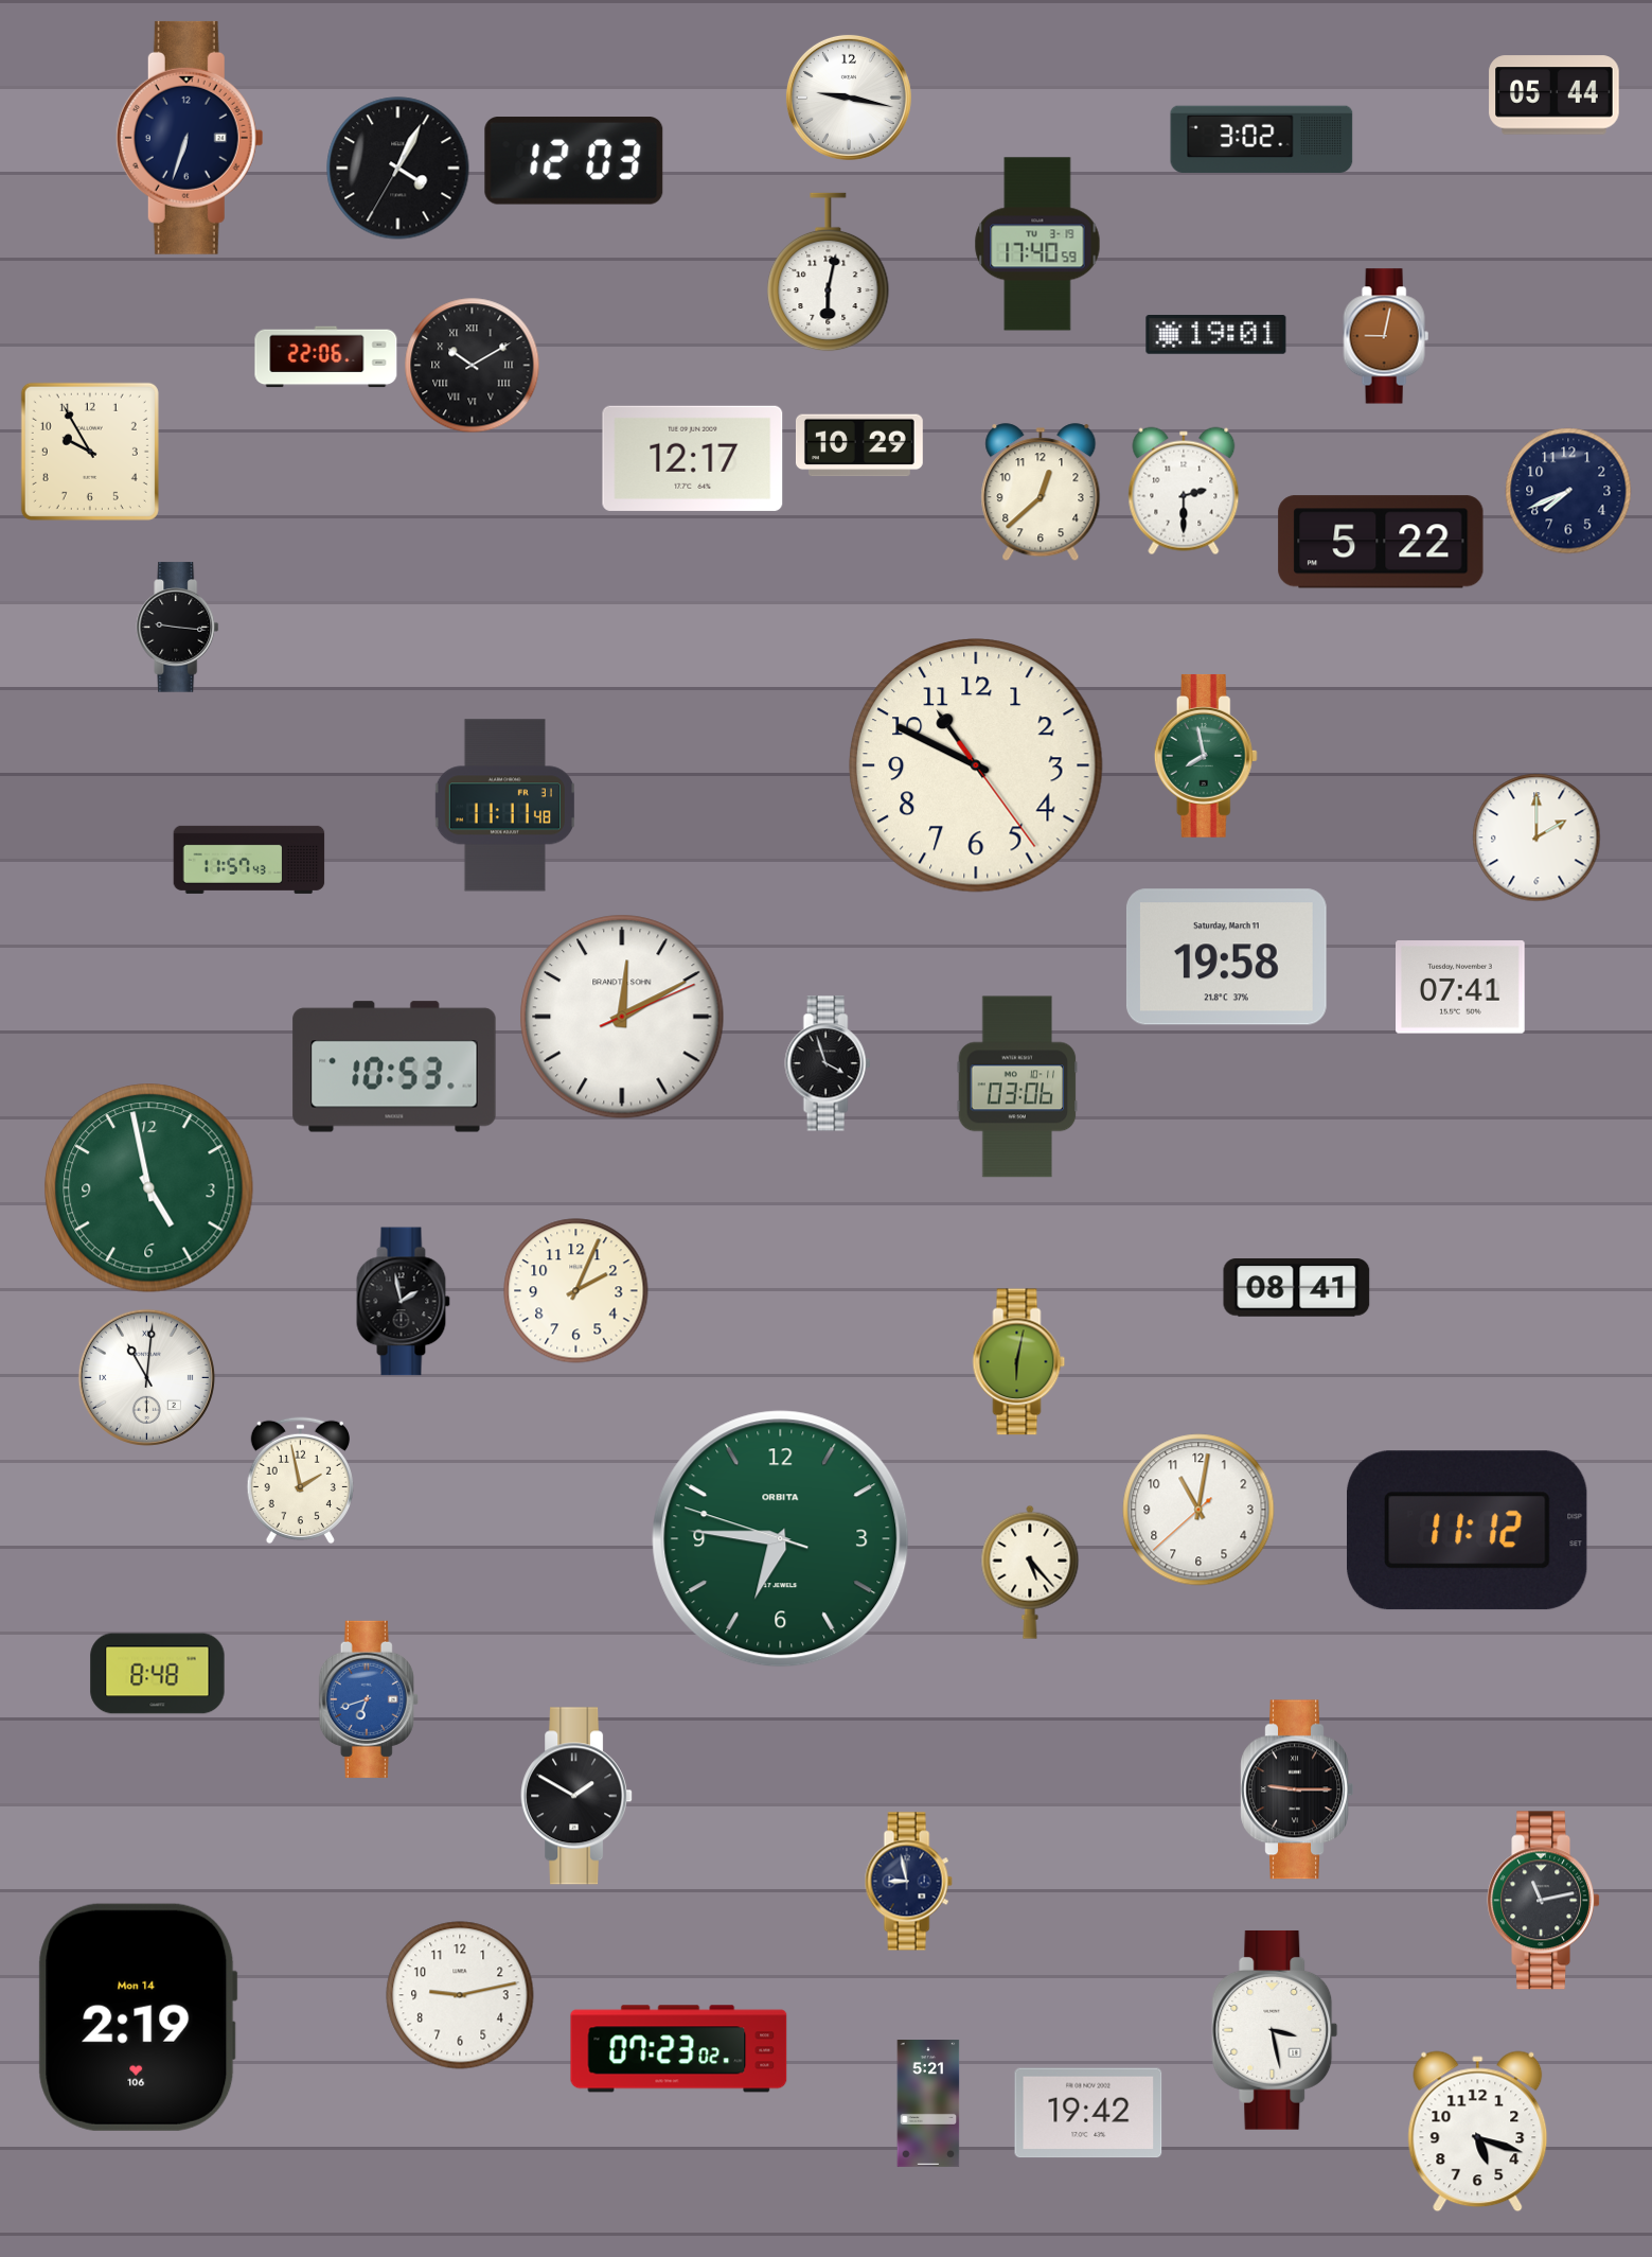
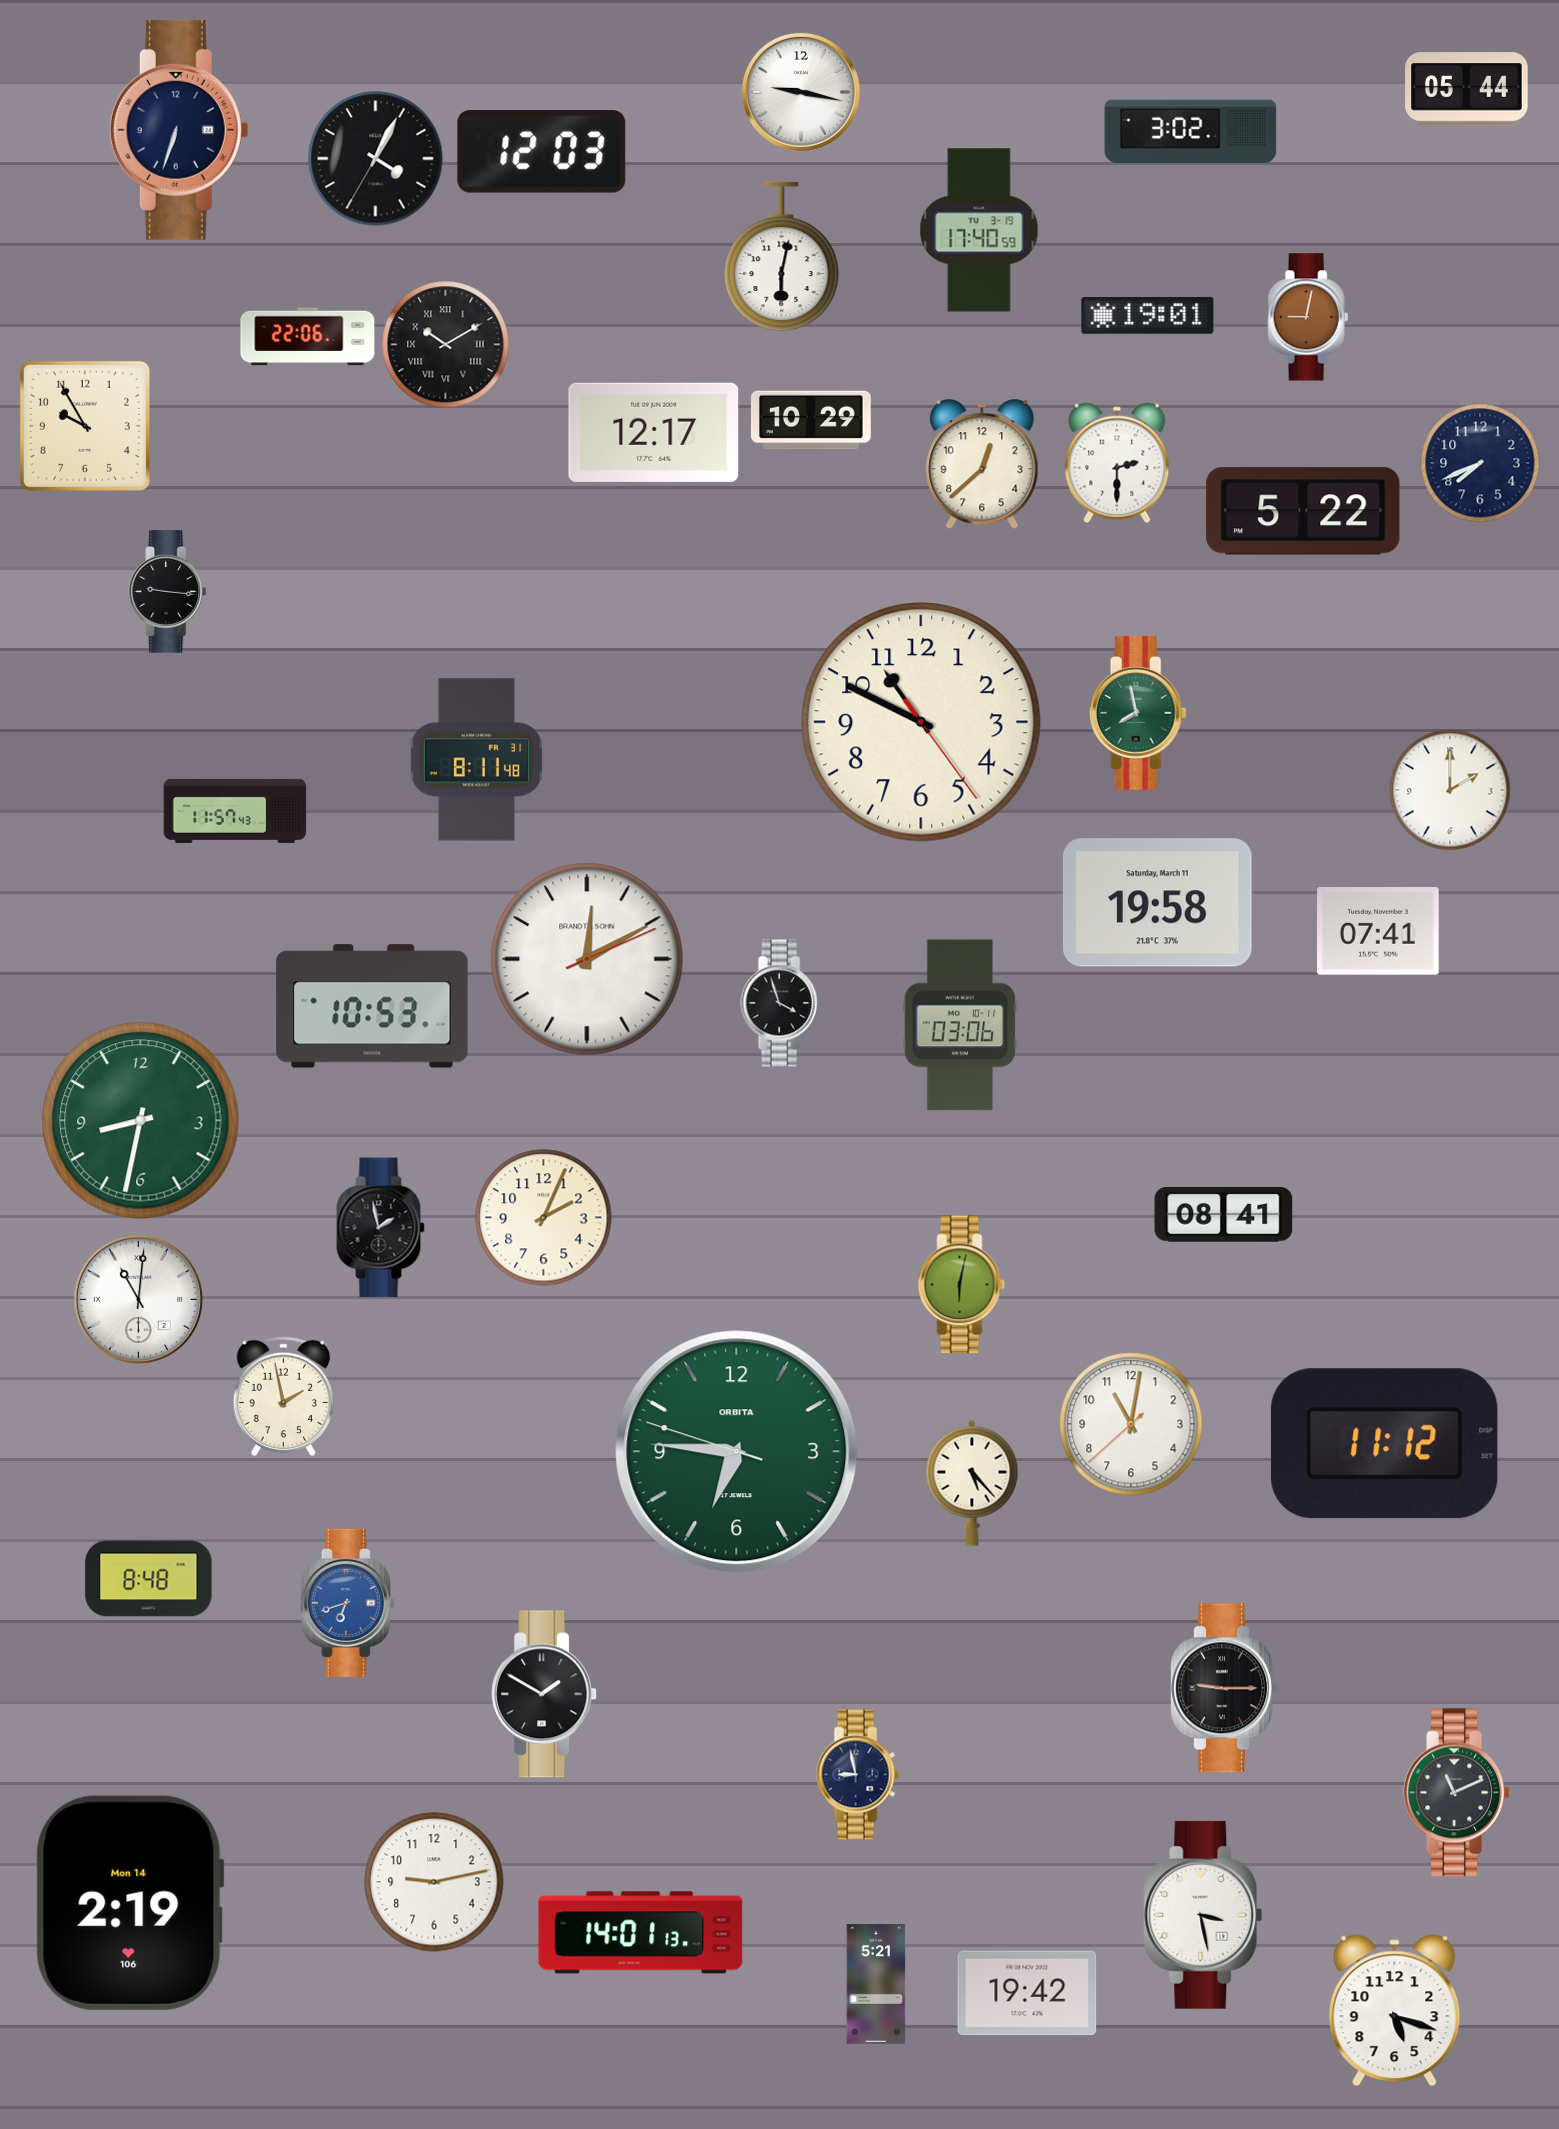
clock at (504, 806): 11:11 -> 8:11
clock at (149, 1188): 4:58 -> 8:32
clock at (1543, 1901): 11:13 -> 11:11
clock at (679, 2049): 07:23 -> 14:01
